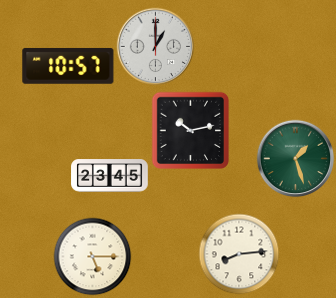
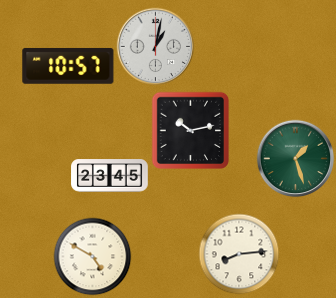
clock at (155, 46): 1:00 -> 1:02
clock at (92, 256): 5:15 -> 4:50
